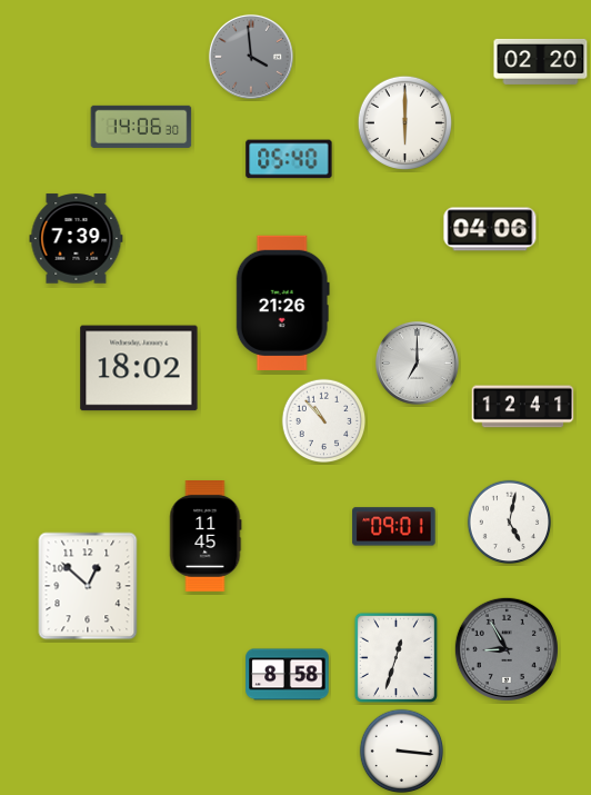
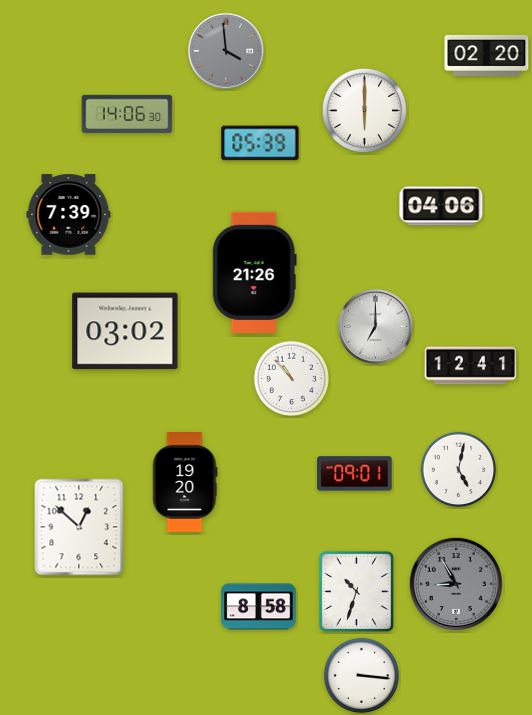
clock at (289, 159): 05:40 -> 05:39
clock at (139, 368): 18:02 -> 03:02
clock at (206, 537): 11:45 -> 19:20
clock at (395, 657): 12:33 -> 10:33
